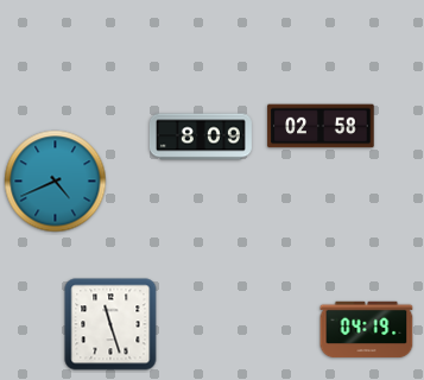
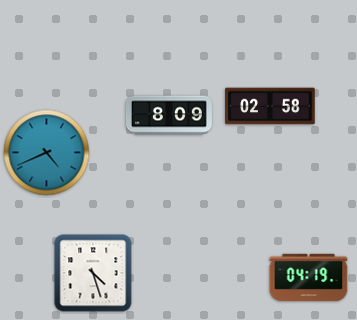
clock at (110, 324): 11:27 -> 4:27
